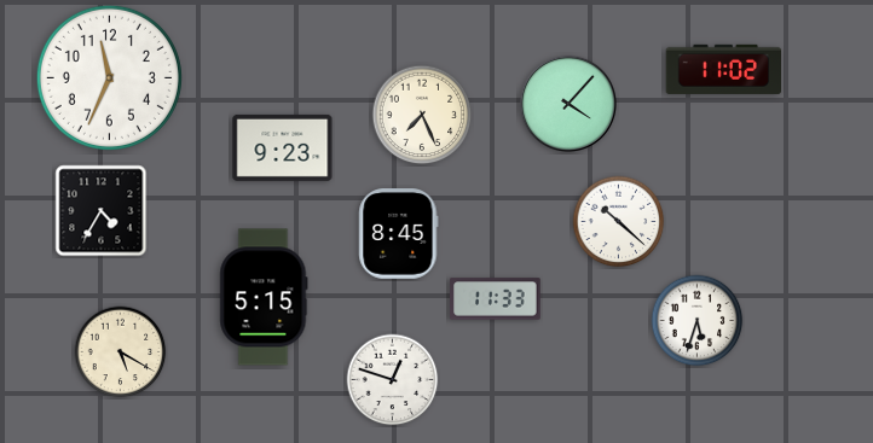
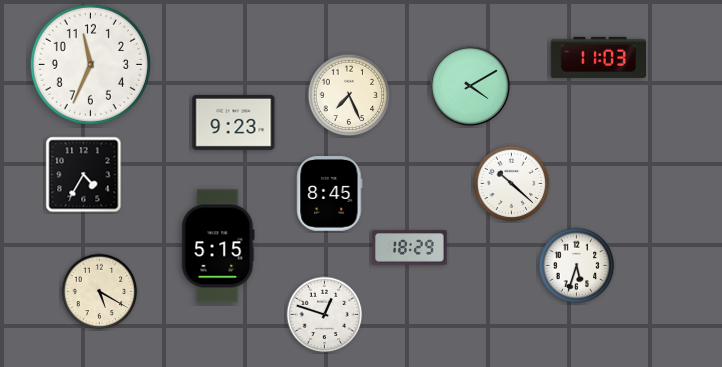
clock at (724, 69): 11:02 -> 11:03
clock at (567, 103): 4:07 -> 4:10
clock at (496, 299): 11:33 -> 18:29
